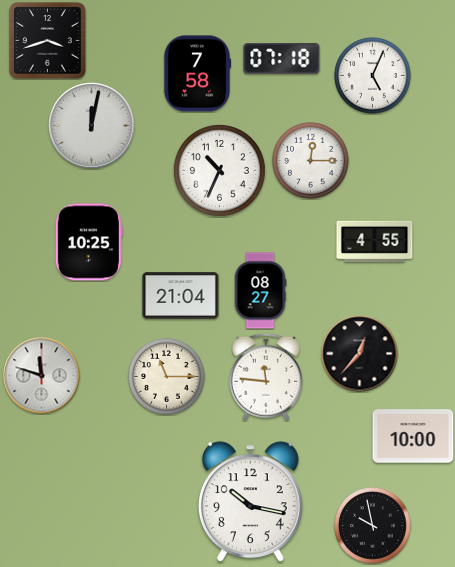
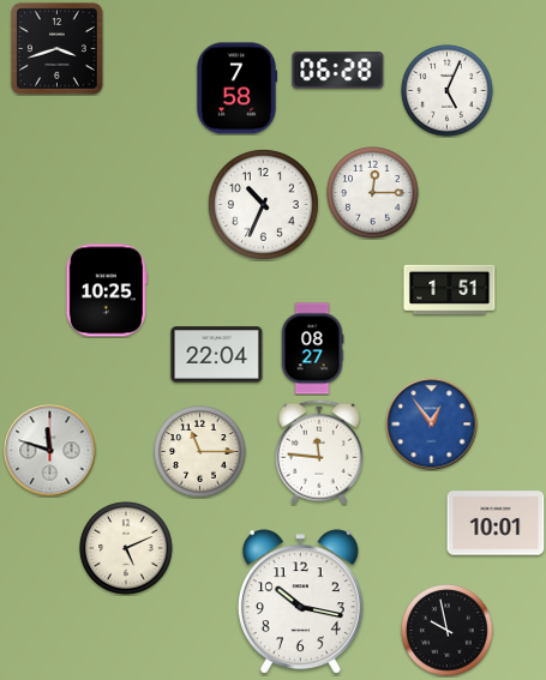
clock at (282, 59): 07:18 -> 06:28
clock at (92, 126): 12:02 -> none
clock at (375, 241): 4:55 -> 1:51
clock at (181, 296): 21:04 -> 22:04
clock at (360, 354): 12:37 -> 12:54
clock at (360, 354) dial: black -> blue
clock at (413, 436): 10:00 -> 10:01
clock at (126, 548): none -> 5:11
